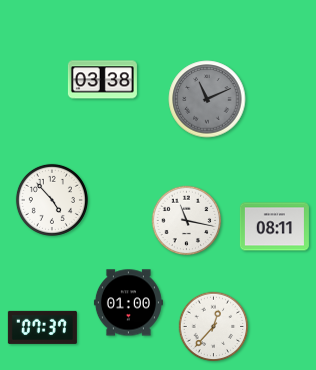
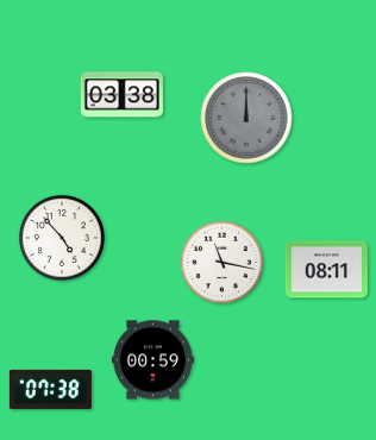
clock at (207, 99): 11:11 -> 12:00
clock at (128, 303): 01:00 -> 00:59
clock at (42, 327): 07:37 -> 07:38
clock at (214, 327): 12:37 -> none
